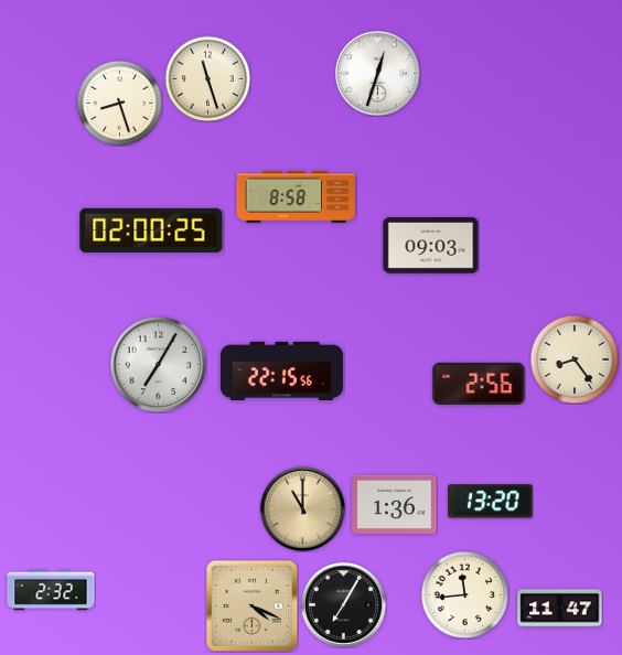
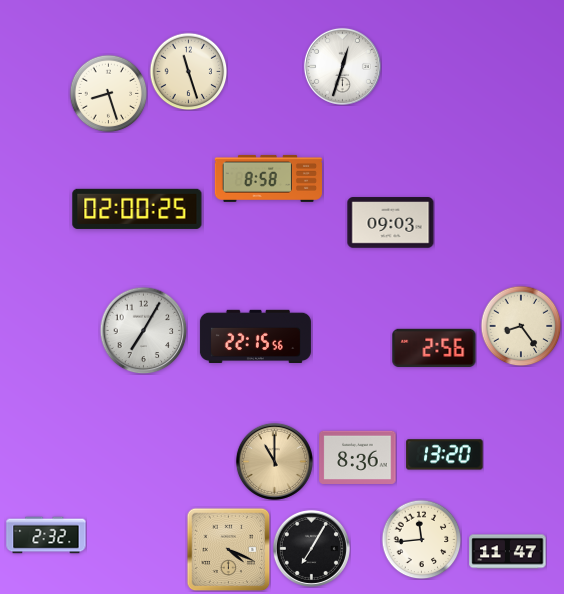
clock at (395, 504): 1:36 -> 8:36
